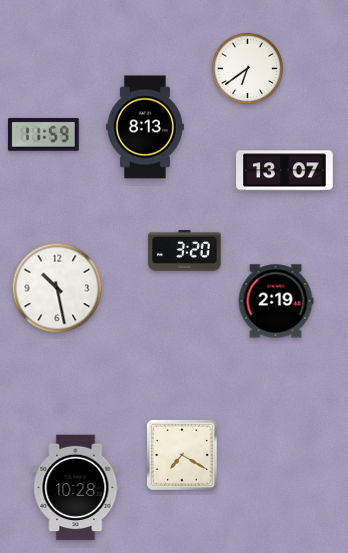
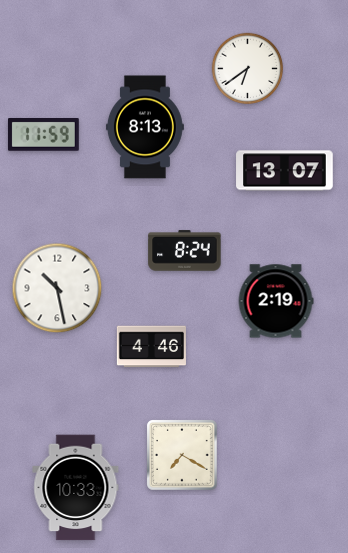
clock at (185, 251): 3:20 -> 8:24
clock at (151, 347): none -> 4:46
clock at (76, 488): 10:28 -> 10:33
